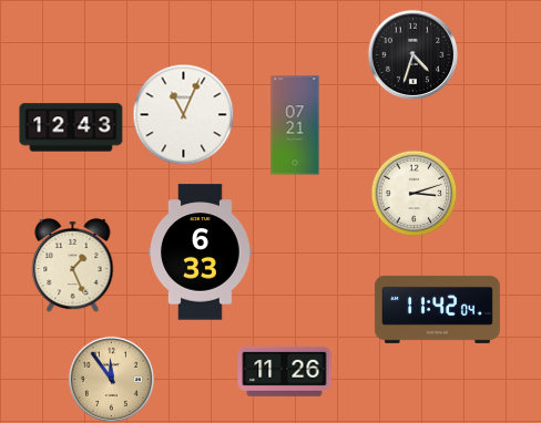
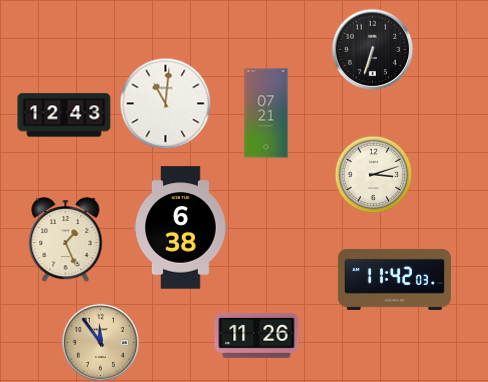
clock at (412, 54): 4:33 -> 6:33
clock at (183, 114): 11:04 -> 11:01
clock at (201, 252): 6:33 -> 6:38
clock at (437, 309): 11:42:04 -> 11:42:03
